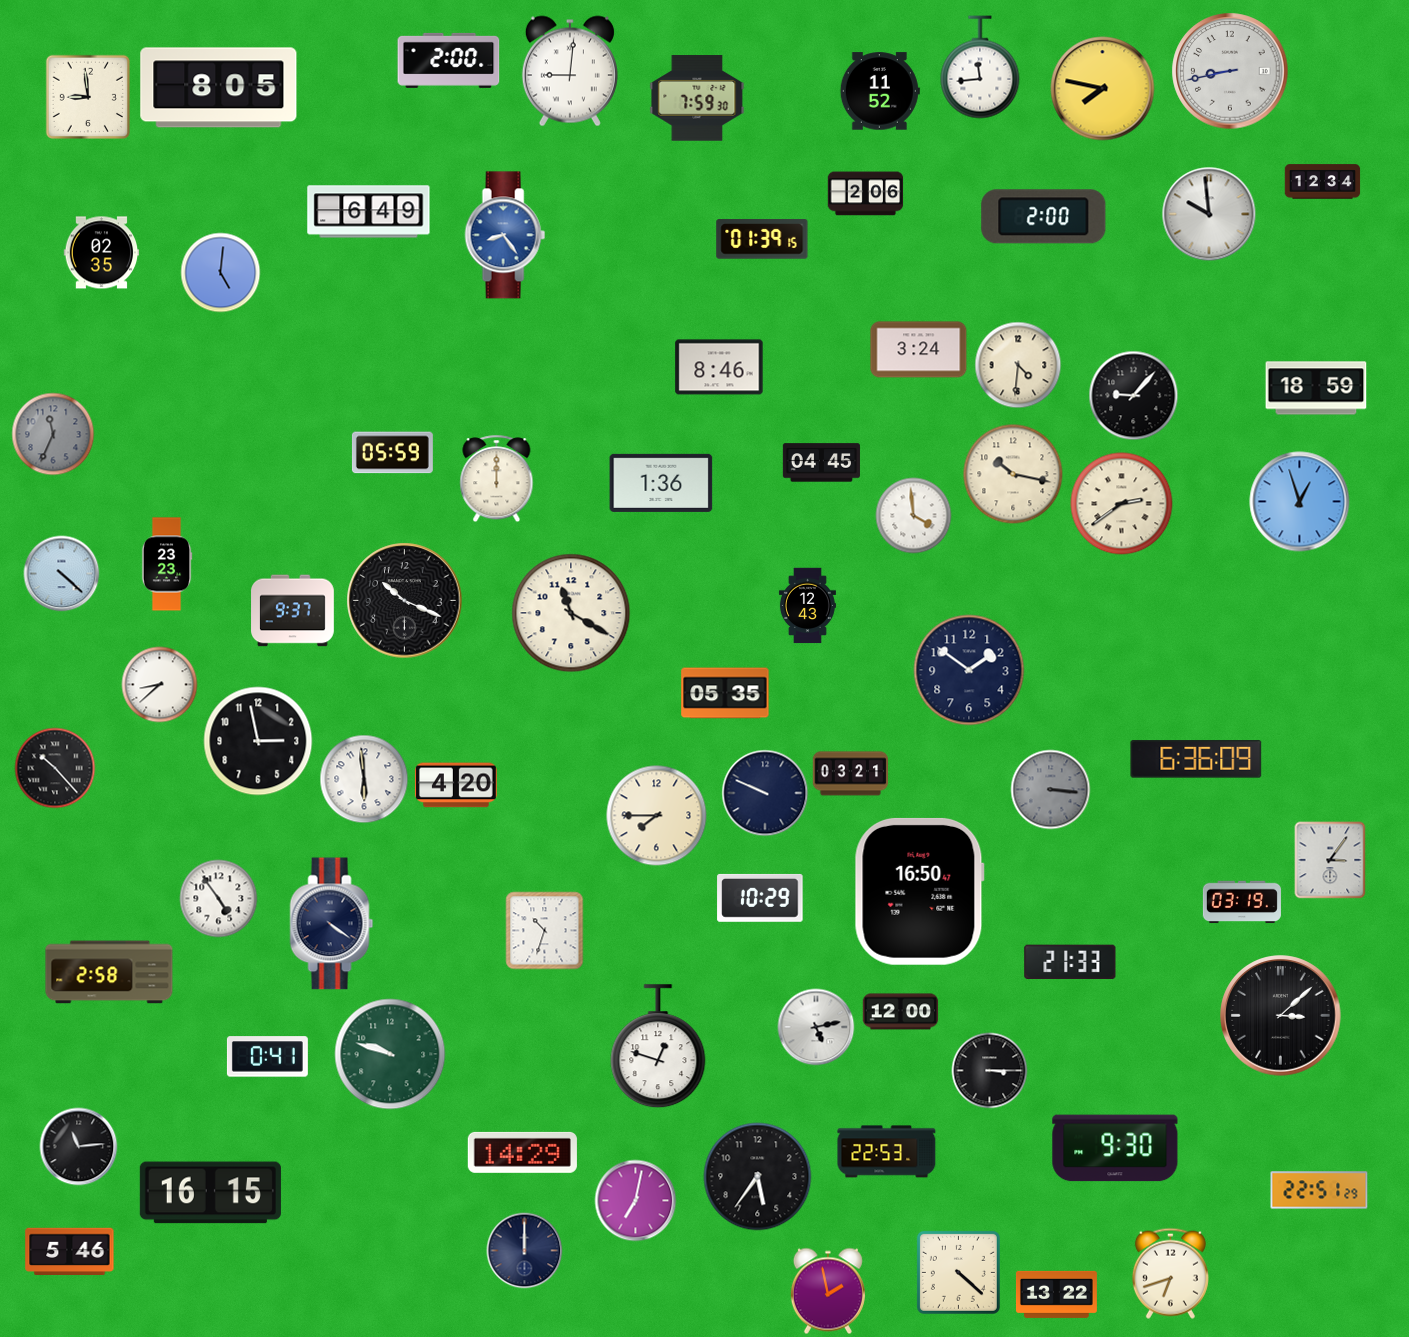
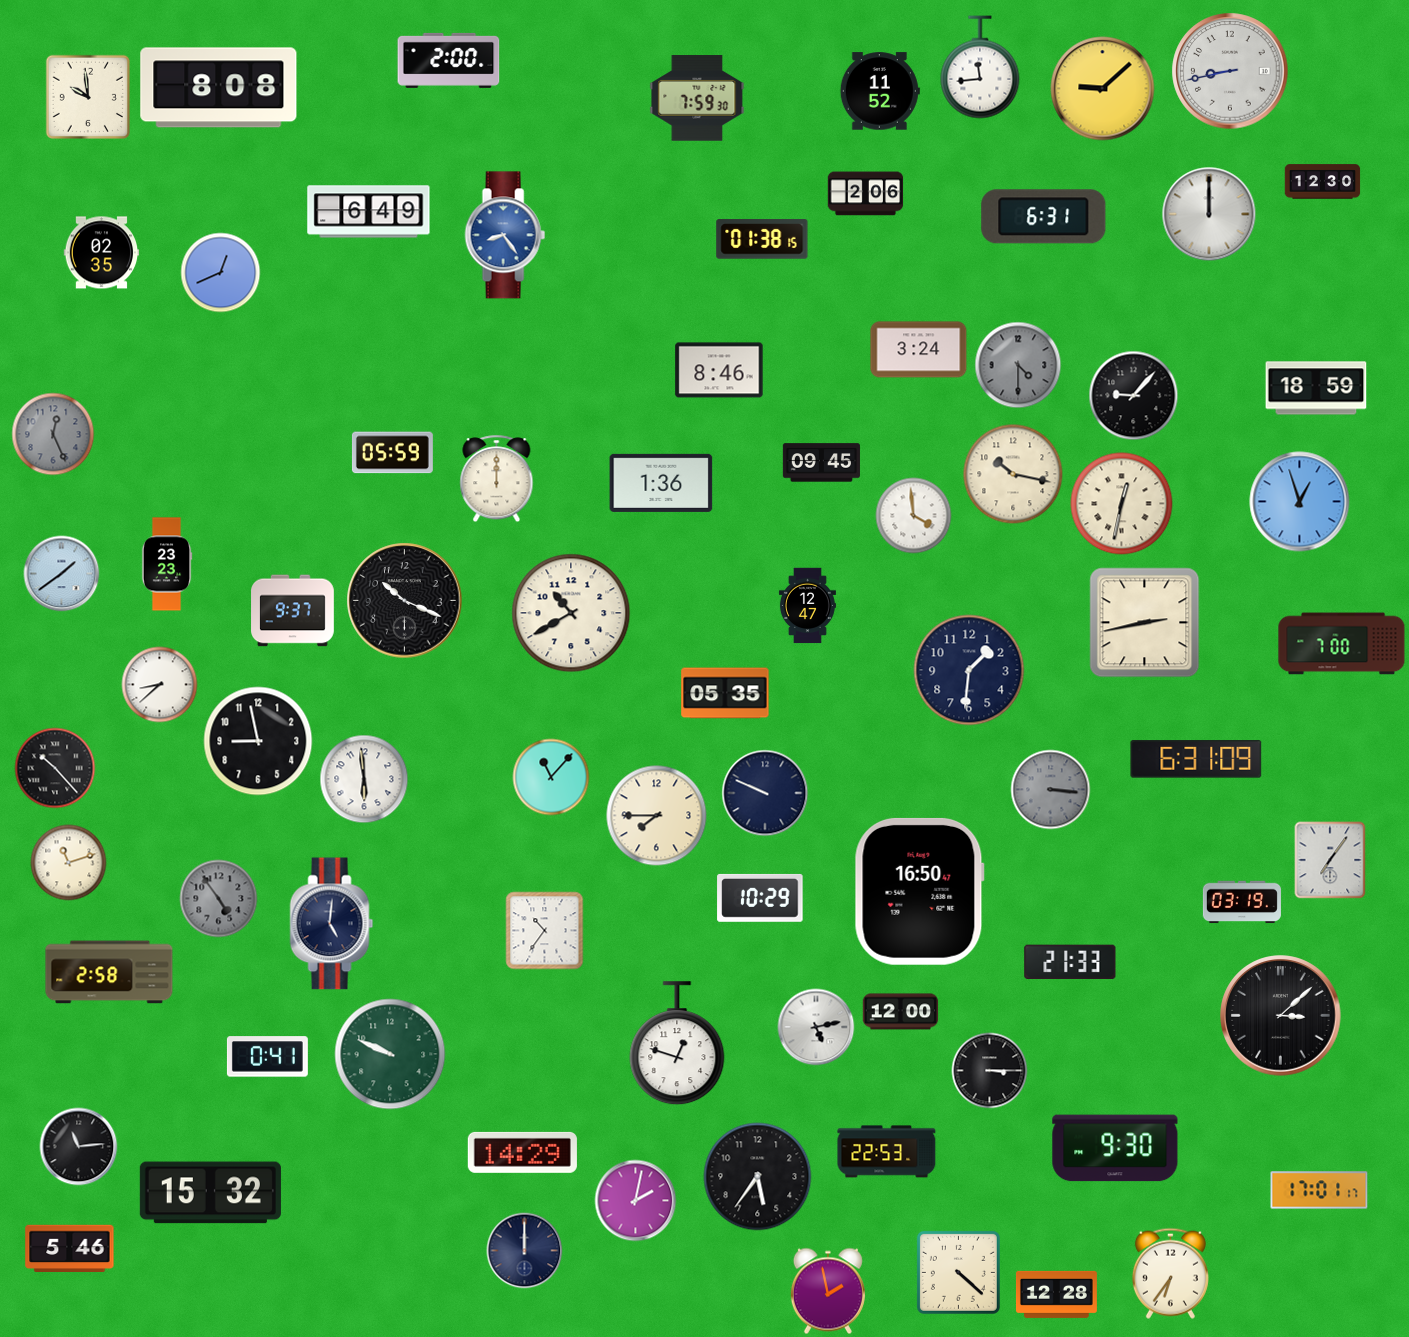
clock at (570, 71): 9:01 -> none
clock at (219, 88): 8:05 -> 8:08
clock at (1103, 89): 7:47 -> 9:08
clock at (88, 97): 8:59 -> 9:59
clock at (1323, 182): 12:34 -> 12:30
clock at (1209, 214): 9:59 -> 12:00
clock at (1044, 217): 2:00 -> 6:31
clock at (762, 239): 01:39 -> 01:38
clock at (221, 273): 5:01 -> 12:41
clock at (1018, 365): 4:31 -> 4:30
clock at (1018, 365) dial: cream -> grey
clock at (719, 367) position: (719, 367) -> (719, 370)
clock at (53, 434): 11:34 -> 12:26
clock at (821, 463): 04:45 -> 09:45
clock at (1122, 504): 2:39 -> 12:32
clock at (62, 574): 4:22 -> 1:39
clock at (807, 606): 12:43 -> 12:47
clock at (571, 613): 11:20 -> 10:40
clock at (1145, 623): none -> 2:43
clock at (1342, 644): none -> 7:00
clock at (969, 670): 1:51 -> 1:31
clock at (258, 741): 2:58 -> 8:58
clock at (1196, 760): 6:36 -> 6:31
clock at (851, 774): 03:21 -> none
clock at (551, 777): none -> 11:07
clock at (456, 785): 4:20 -> none
clock at (1330, 860): 3:06 -> 7:06
clock at (69, 863): none -> 11:12
clock at (219, 899) dial: white -> grey
clock at (332, 924): 4:21 -> 5:01
clock at (545, 931): 10:33 -> 10:36
clock at (658, 1047) position: (658, 1047) -> (677, 1044)
clock at (390, 1054): 9:48 -> 9:49
clock at (1319, 1190): 22:51 -> 17:01
clock at (210, 1193): 16:15 -> 15:32
clock at (636, 1201): 7:02 -> 2:02
clock at (70, 1251) position: (70, 1251) -> (70, 1248)
clock at (1170, 1273): 6:42 -> 6:36
clock at (1056, 1294): 13:22 -> 12:28
